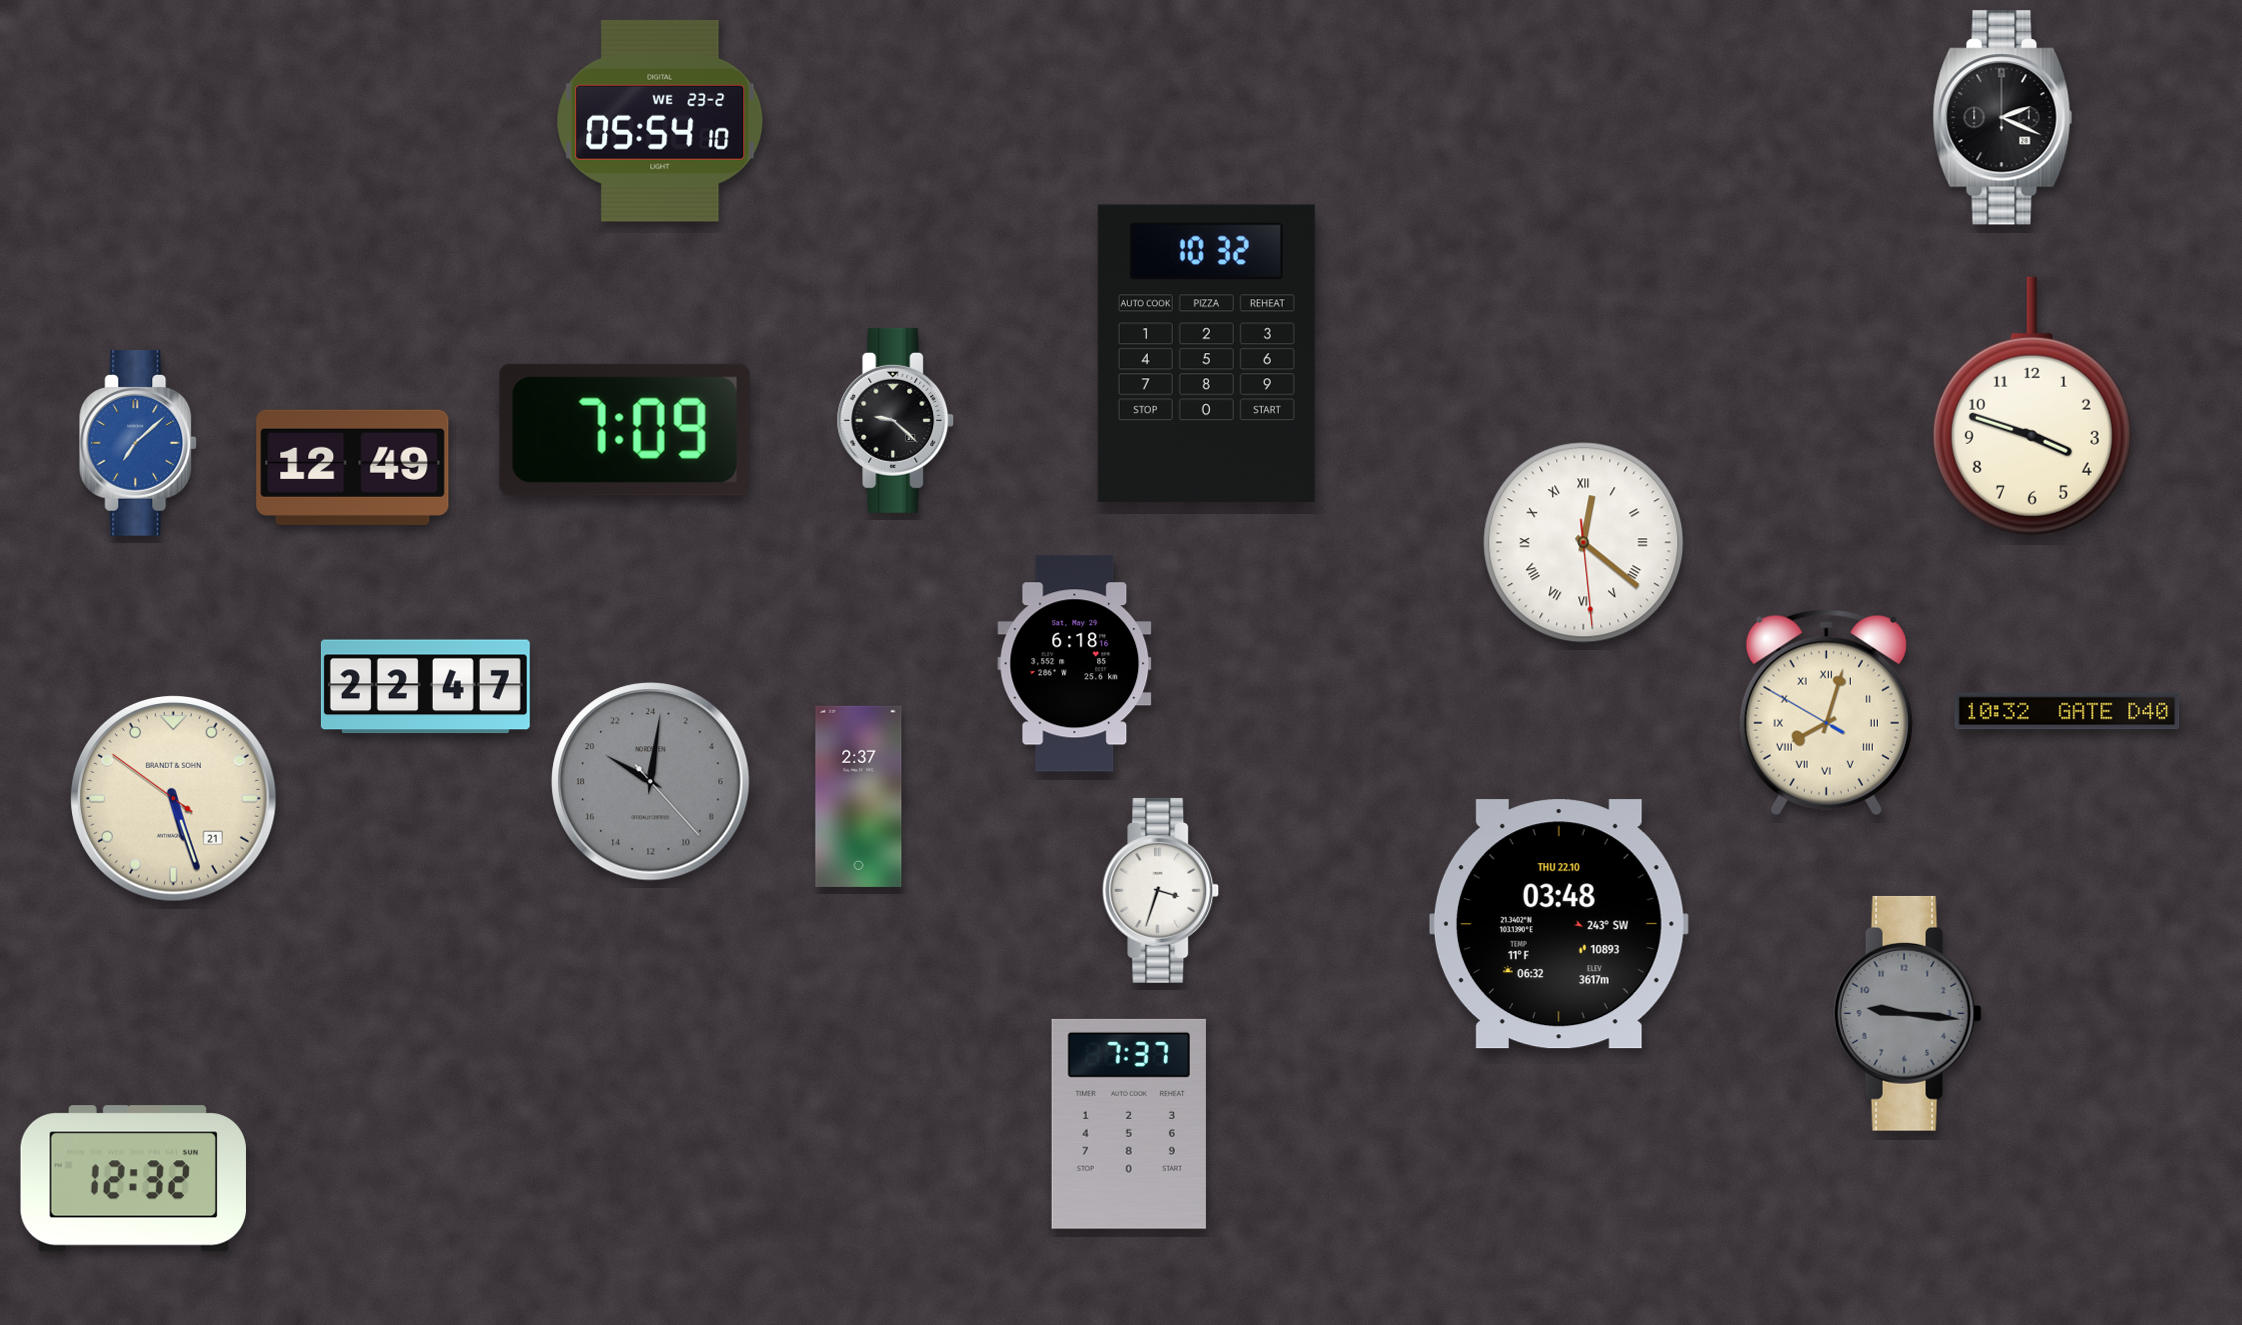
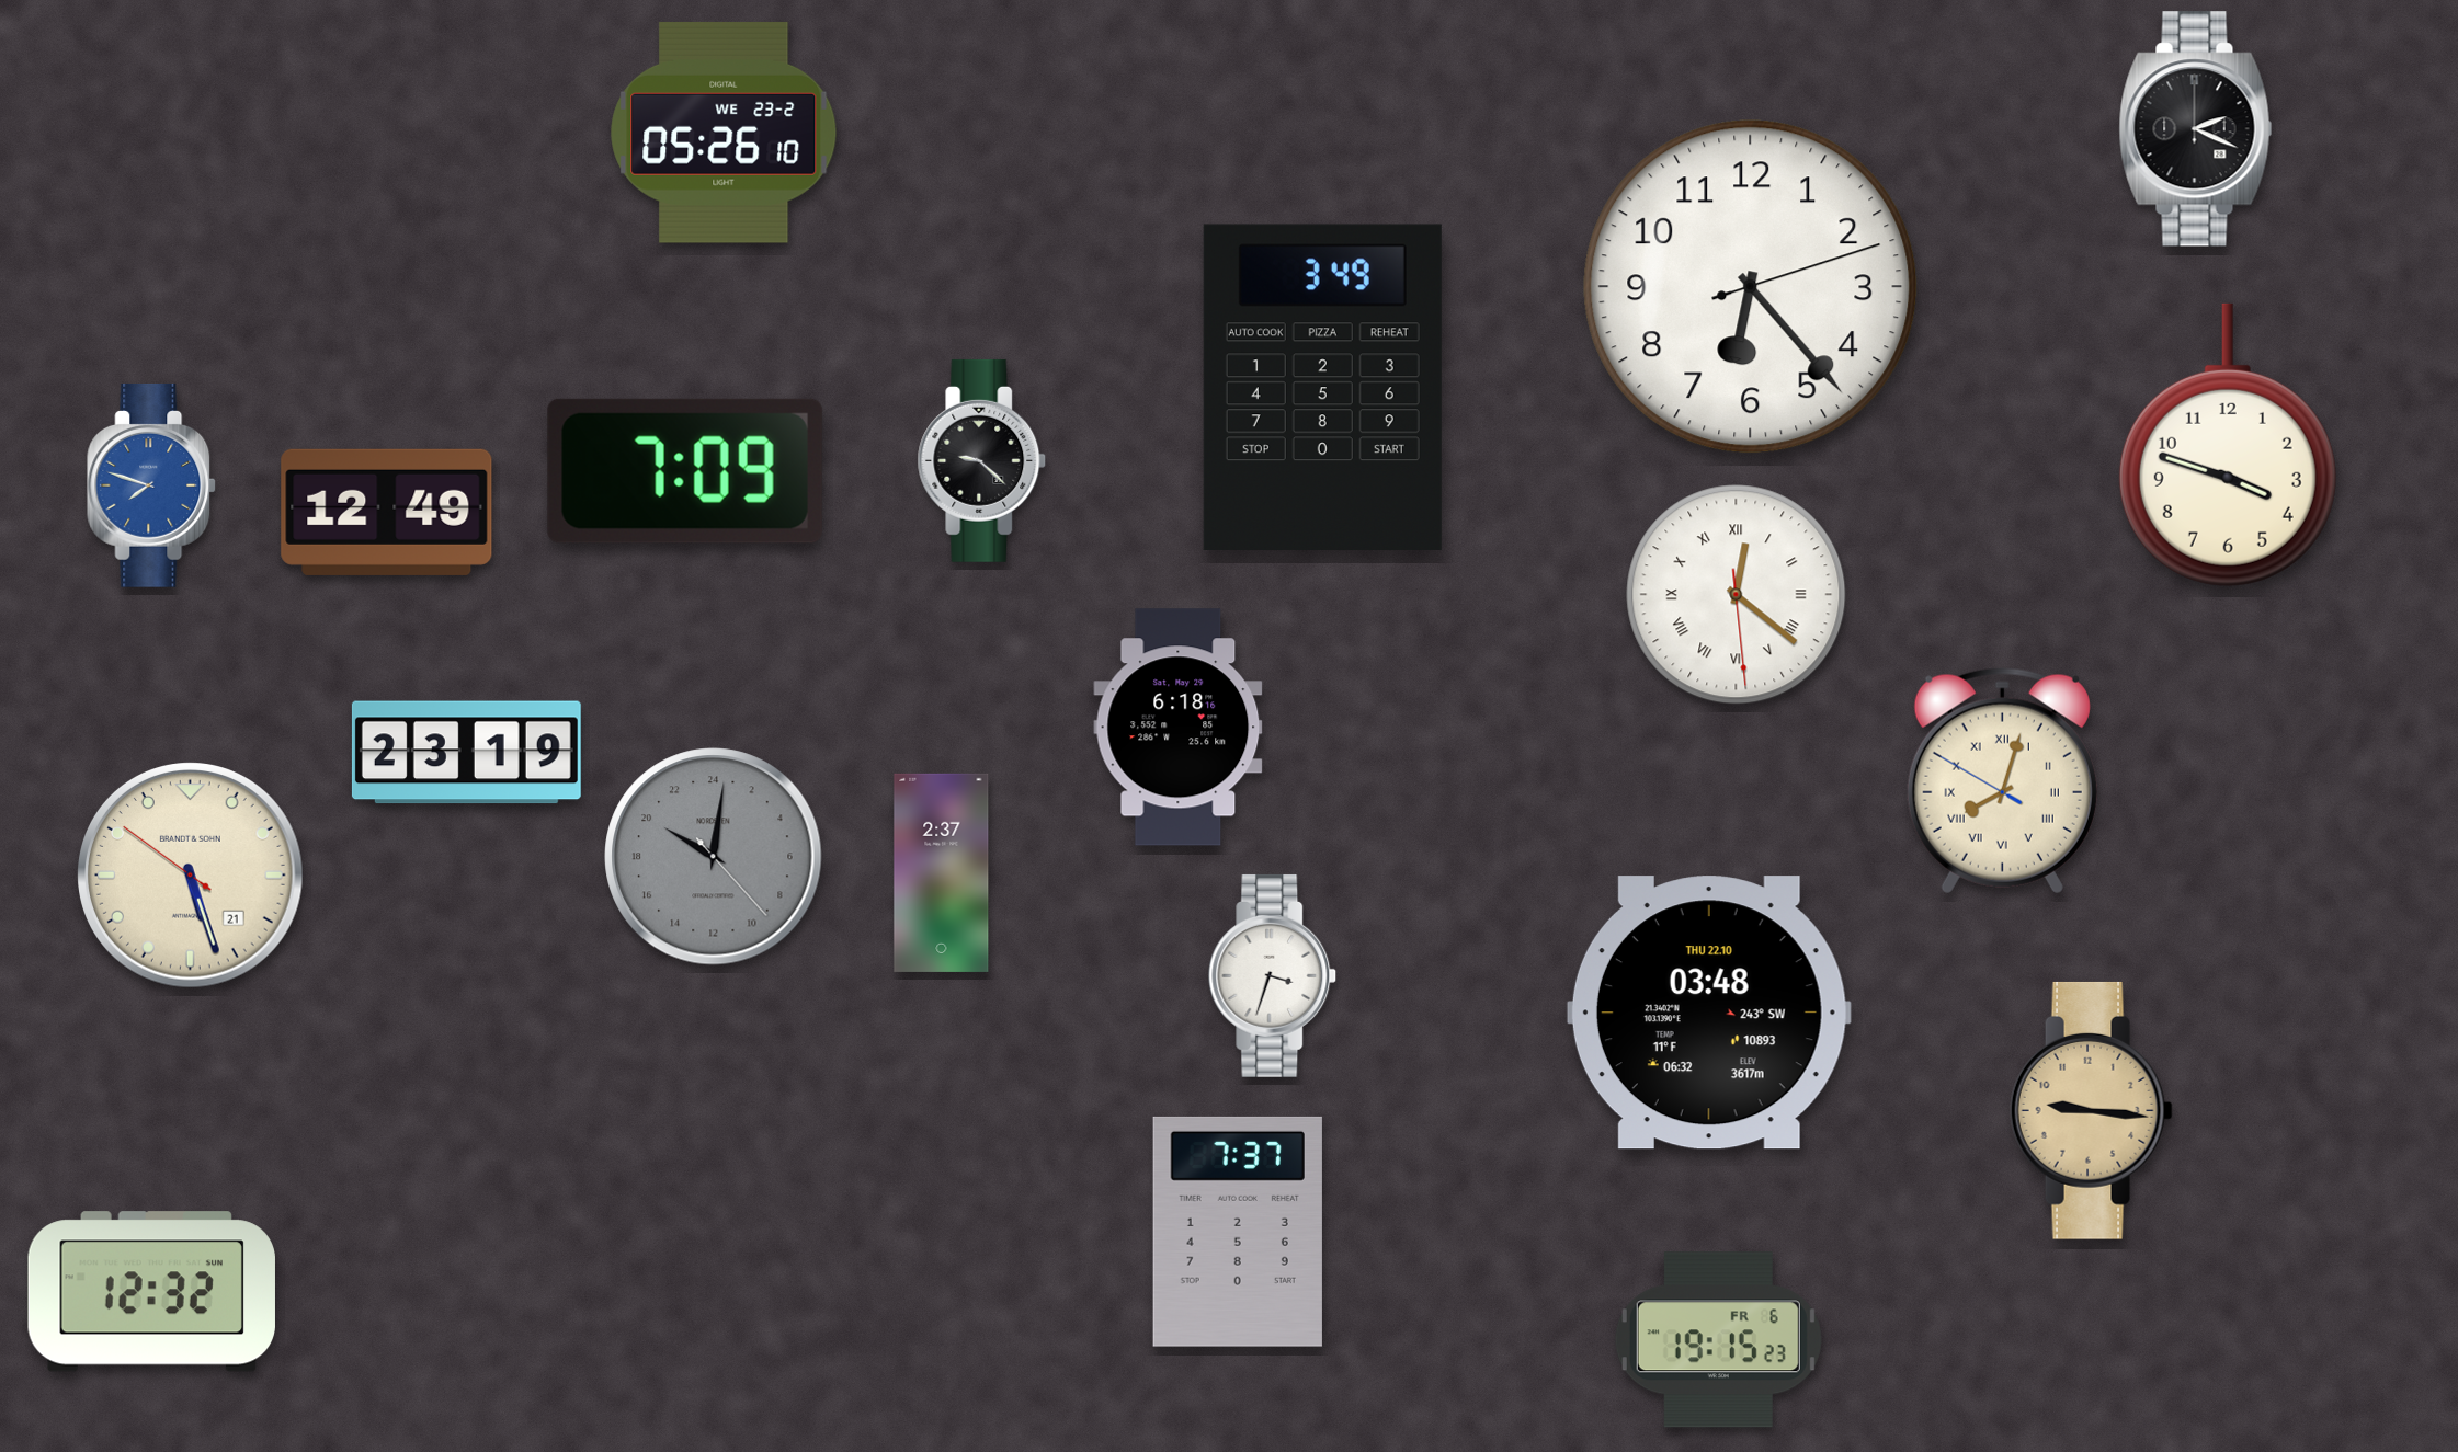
clock at (660, 121): 05:54 -> 05:26
clock at (1751, 287): none -> 6:23
clock at (1206, 353): 10:32 -> 3:49
clock at (139, 443): 7:08 -> 7:48
clock at (425, 687): 22:47 -> 23:19
clock at (2067, 711): 10:32 -> none
clock at (1907, 1013) dial: grey -> champagne
clock at (133, 1179) position: (133, 1179) -> (151, 1292)
clock at (1718, 1340): none -> 19:15
